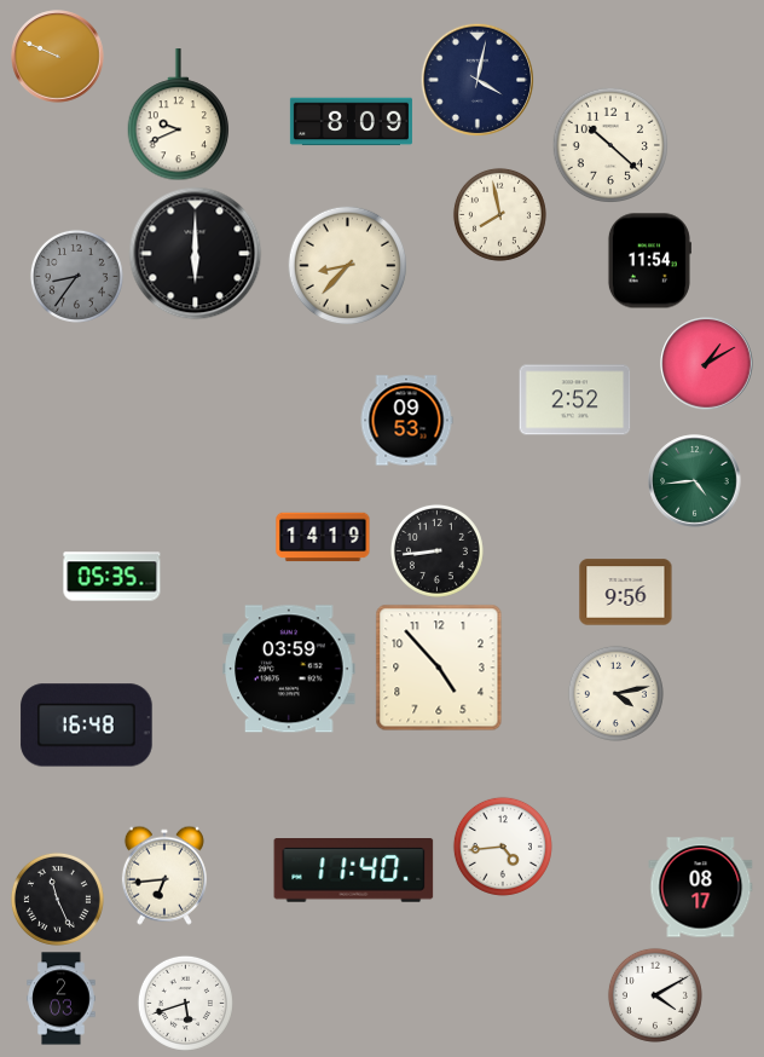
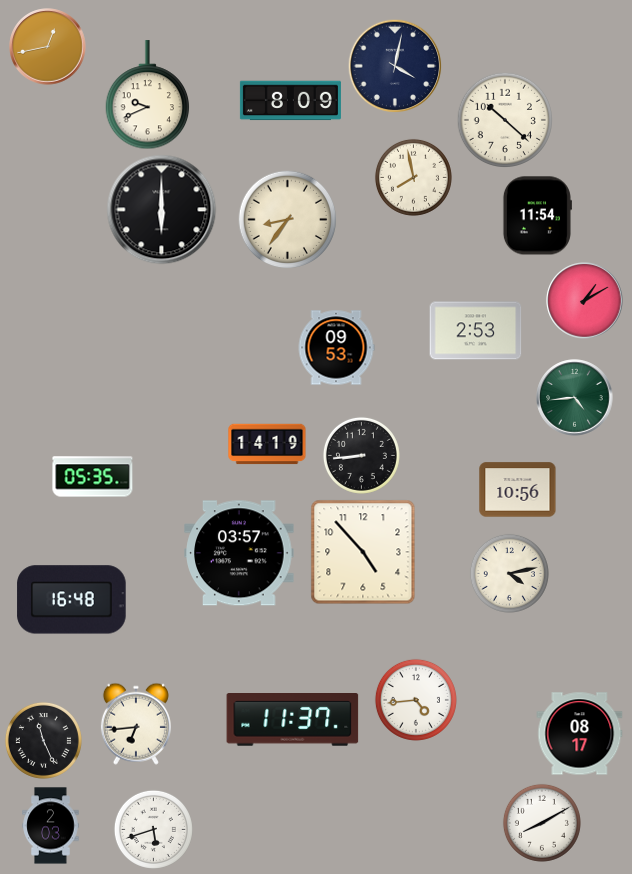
clock at (58, 57): 9:49 -> 12:43
clock at (348, 266): 8:37 -> 8:36
clock at (76, 276): 8:36 -> none
clock at (575, 400): 2:52 -> 2:53
clock at (626, 593): 9:56 -> 10:56
clock at (289, 669): 03:59 -> 03:57
clock at (354, 871): 11:40 -> 11:37
clock at (57, 899) position: (57, 899) -> (43, 740)
clock at (655, 995): 4:10 -> 8:10
